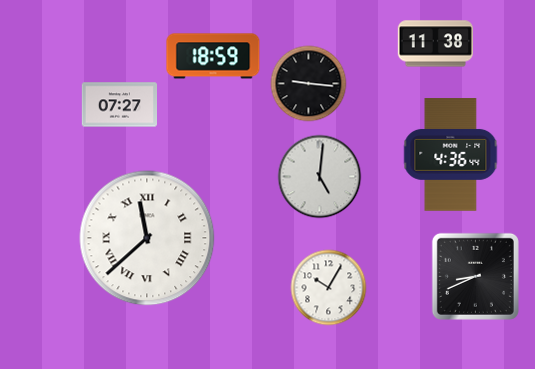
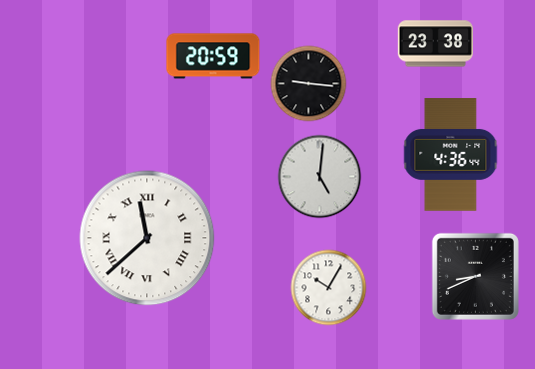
clock at (435, 44): 11:38 -> 23:38
clock at (213, 56): 18:59 -> 20:59
clock at (119, 105): 07:27 -> none
